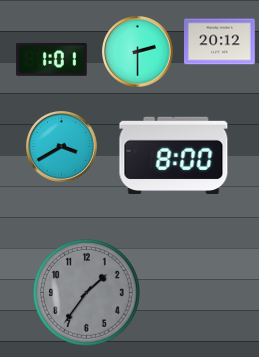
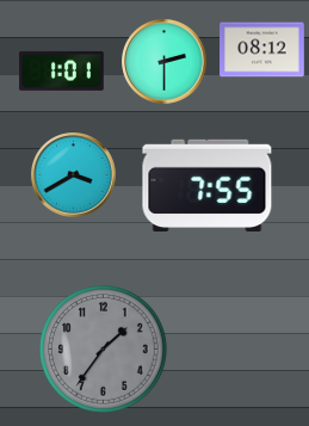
clock at (220, 42): 20:12 -> 08:12
clock at (174, 156): 8:00 -> 7:55
